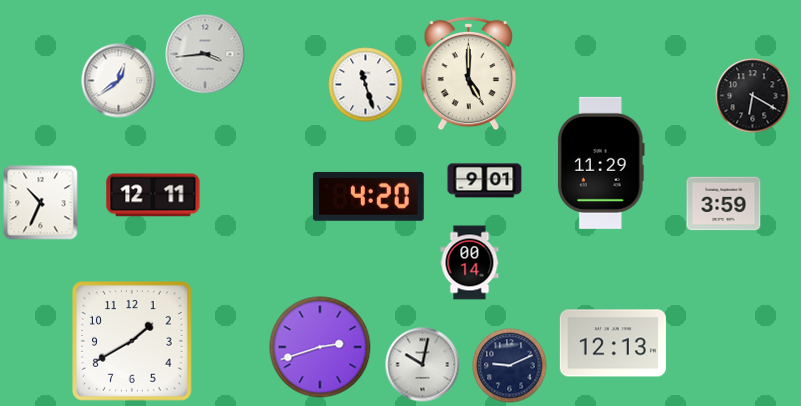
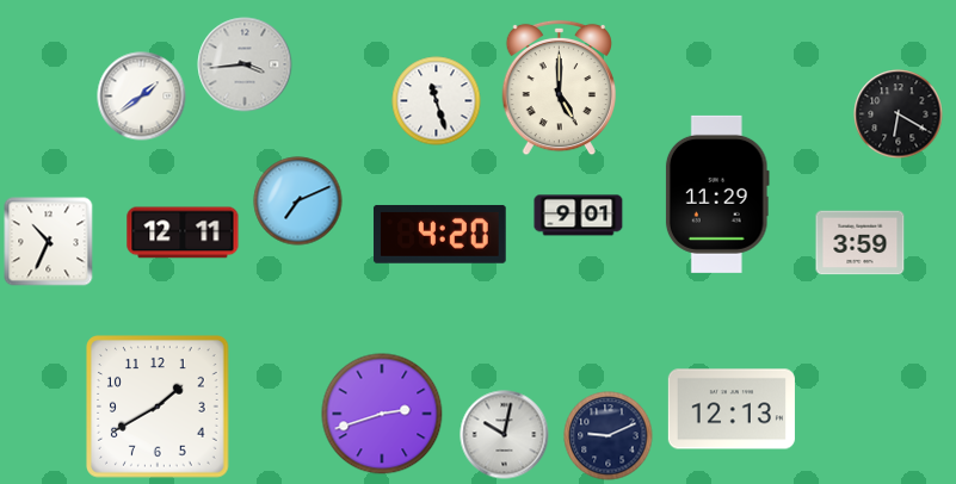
clock at (119, 81): 12:39 -> 1:39
clock at (298, 201): none -> 7:11
clock at (724, 204) position: (724, 204) -> (861, 243)
clock at (470, 263): 00:14 -> none
